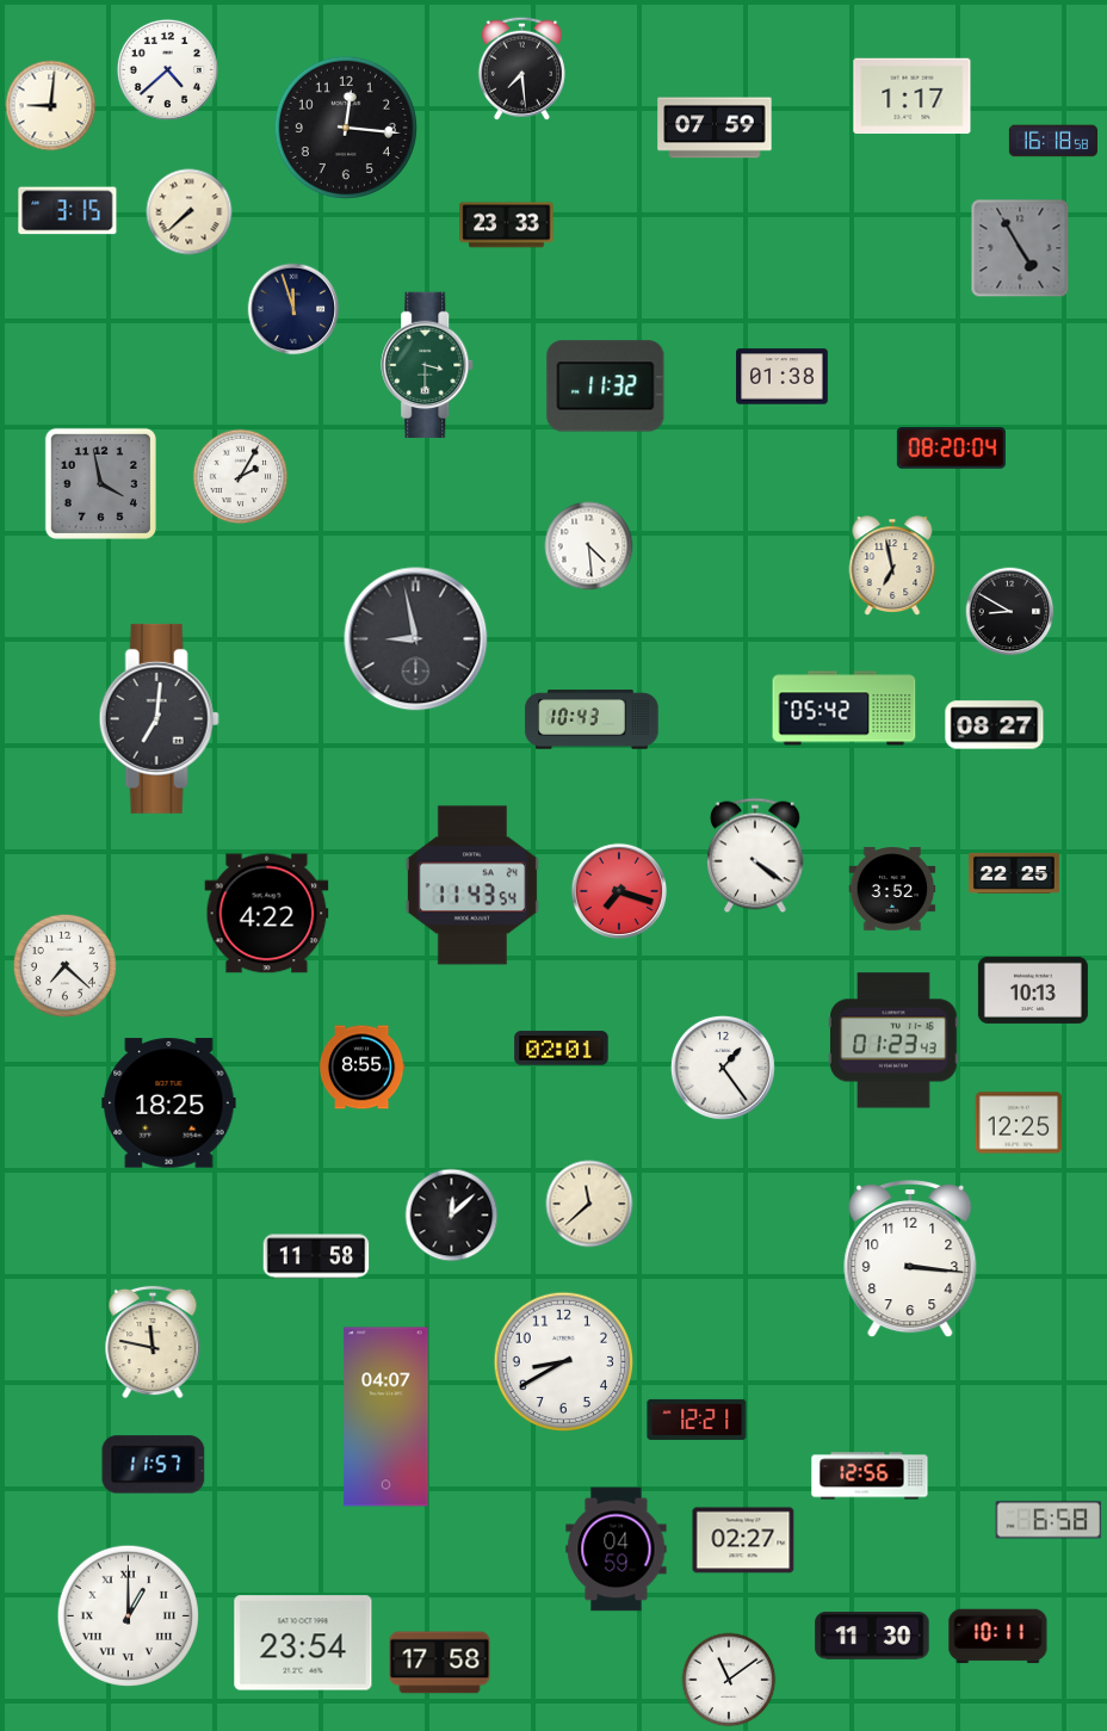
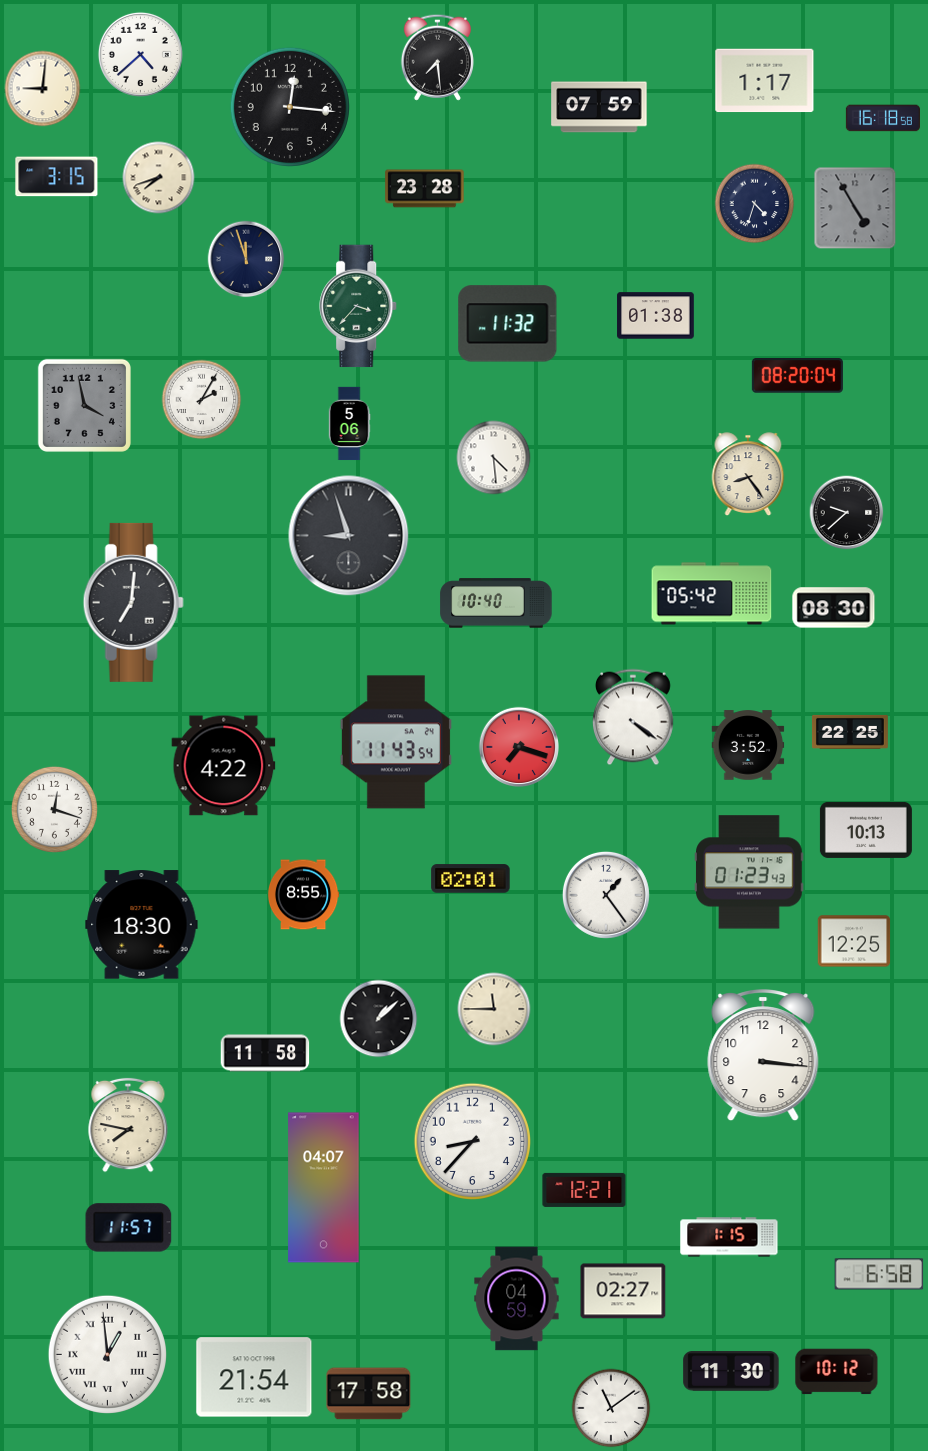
clock at (167, 69) position: (167, 69) -> (140, 54)
clock at (190, 212): 7:38 -> 7:42
clock at (507, 225): 23:33 -> 23:28
clock at (755, 204): none -> 4:33
clock at (428, 365): 3:30 -> 3:37
clock at (349, 424): none -> 5:06
clock at (892, 565): 6:58 -> 8:24
clock at (1010, 612): 8:50 -> 9:38
clock at (416, 639): 8:58 -> 8:57
clock at (845, 709) position: (845, 709) -> (712, 594)
clock at (592, 719): 10:43 -> 10:40
clock at (995, 725): 08:27 -> 08:30
clock at (64, 965): 7:22 -> 12:18
clock at (169, 1103): 18:25 -> 18:30
clock at (589, 1204): 11:38 -> 11:45
clock at (452, 1216): 12:08 -> 1:08
clock at (153, 1342): 11:47 -> 7:47
clock at (563, 1361): 8:40 -> 8:37
clock at (870, 1476): 12:56 -> 1:15
clock at (128, 1615): 1:00 -> 12:59
clock at (998, 1637): 10:11 -> 10:12
clock at (303, 1643): 23:54 -> 21:54
